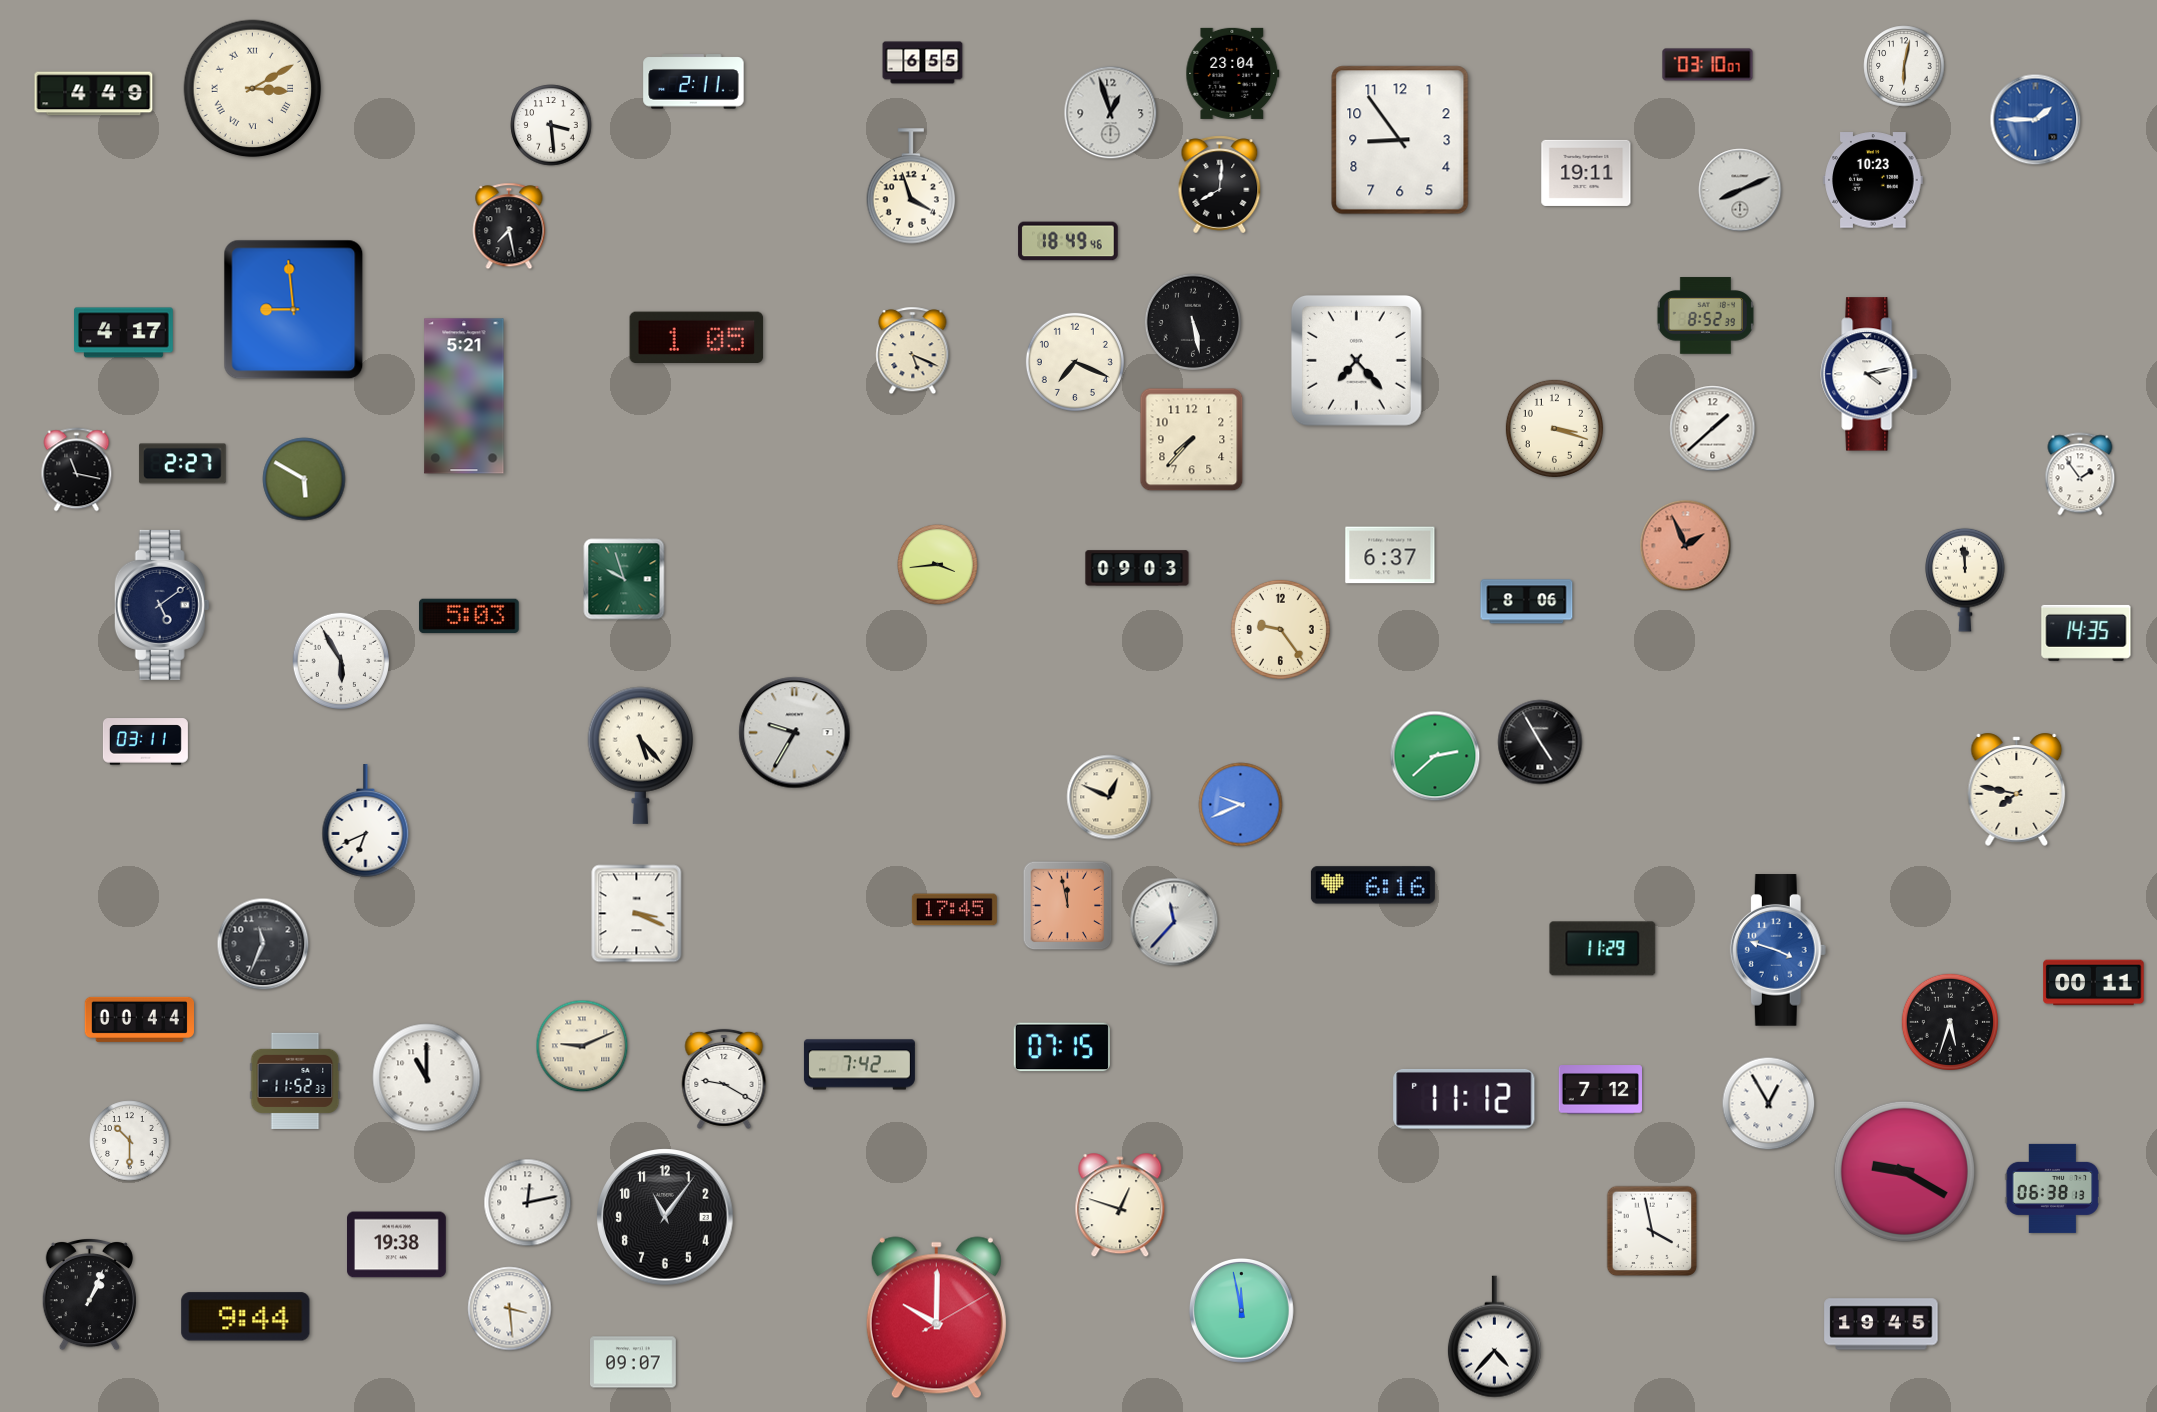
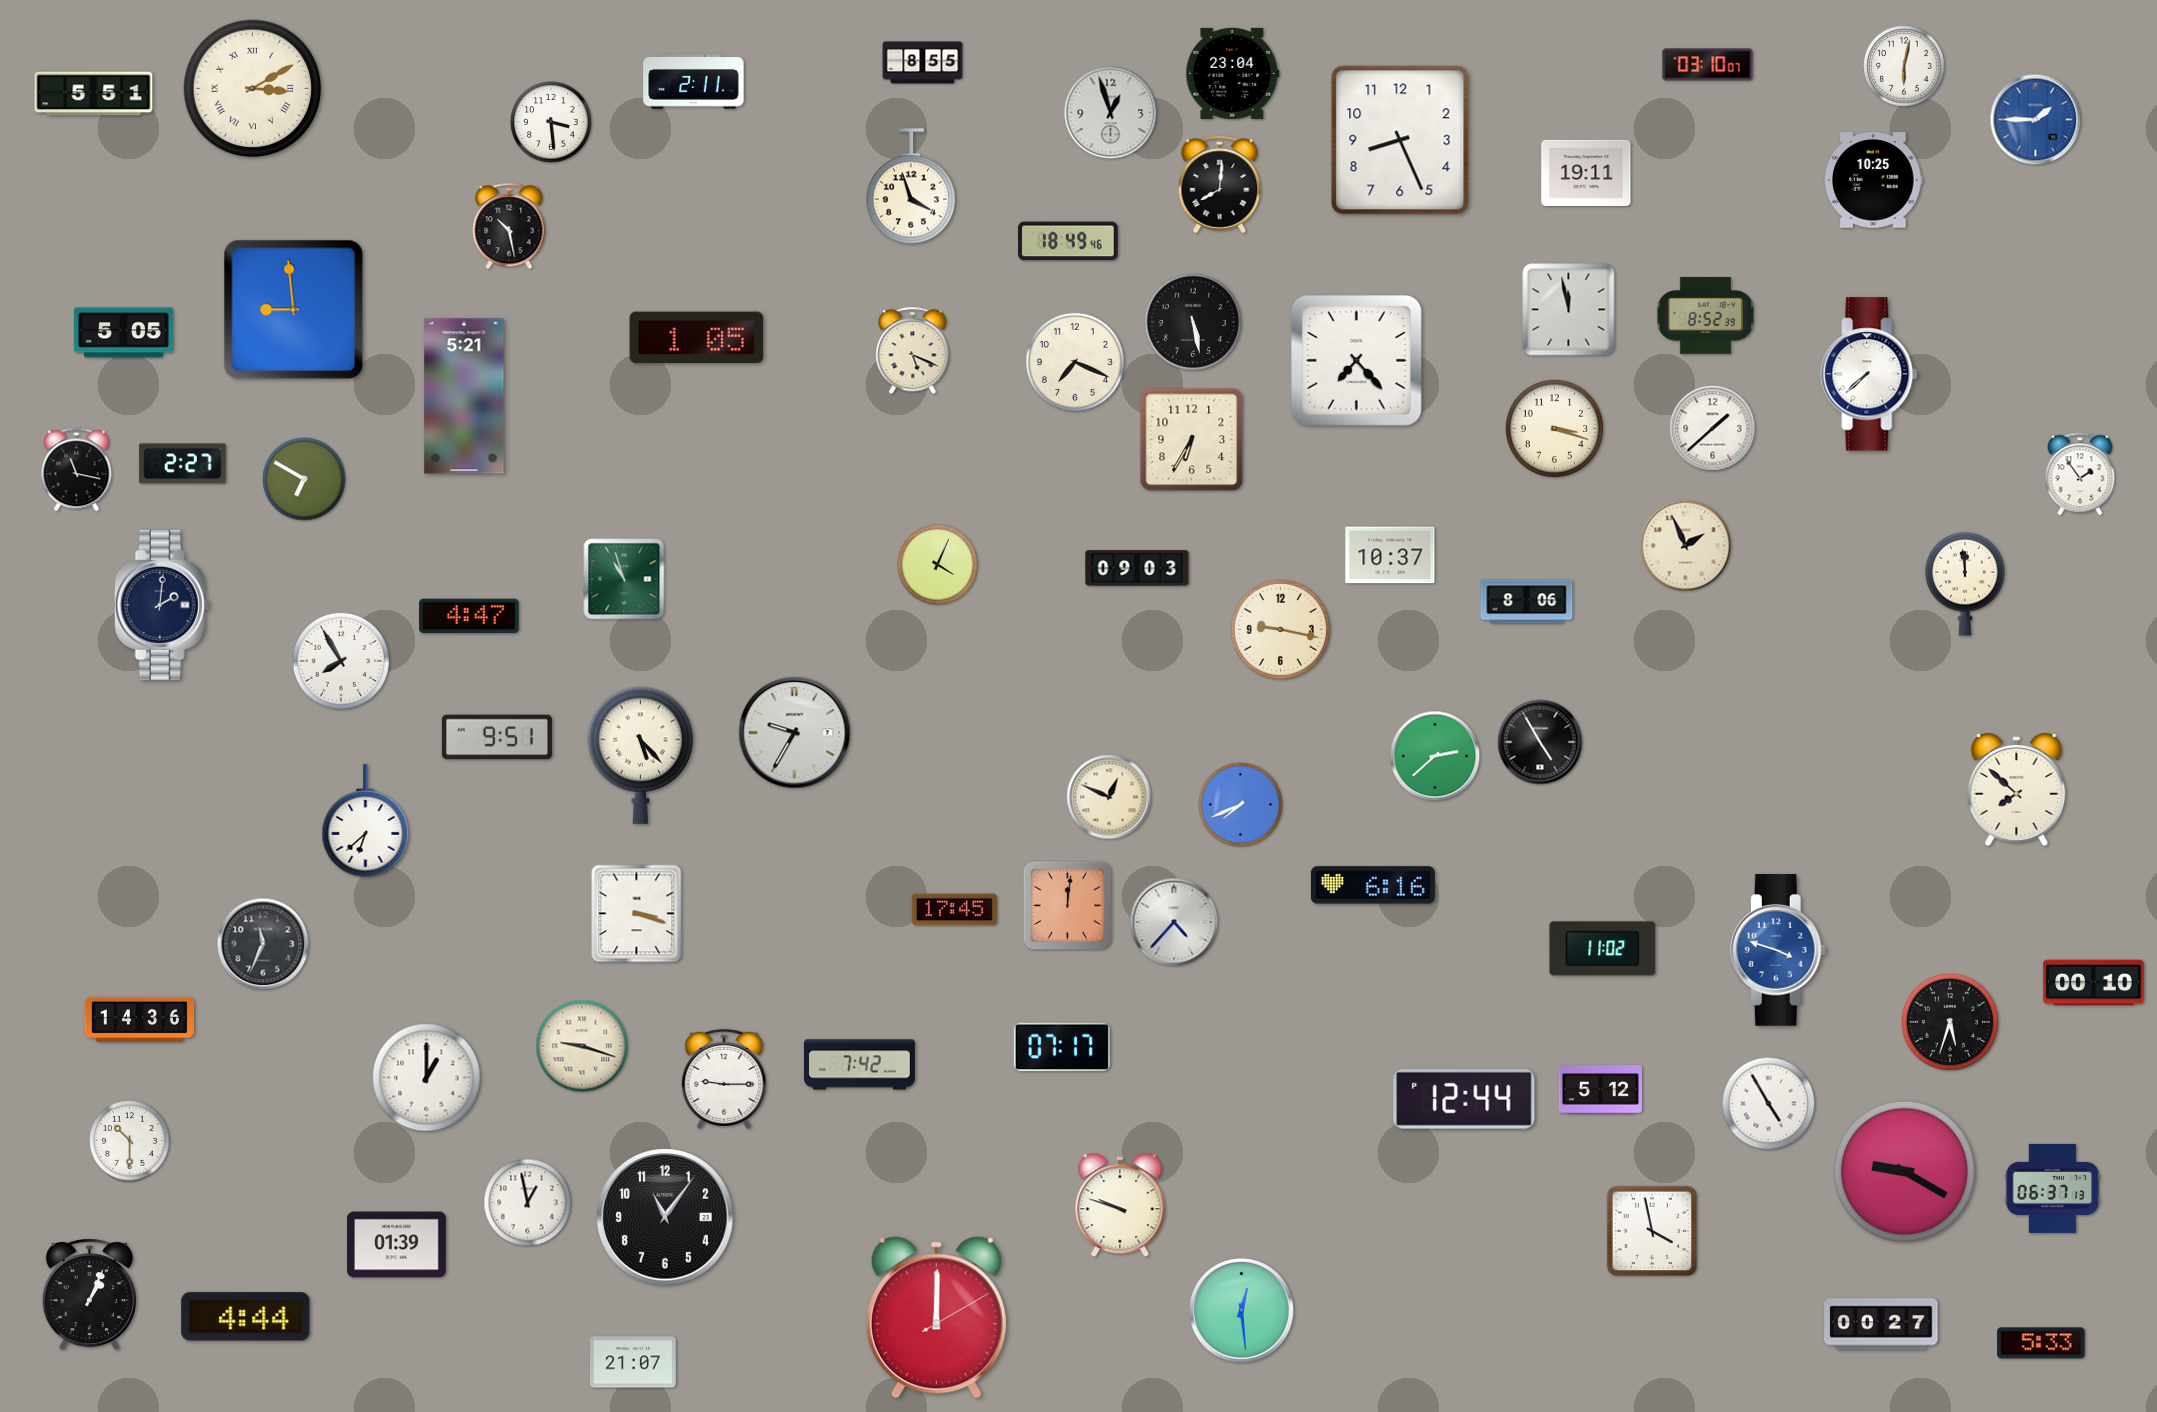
clock at (923, 63): 6:55 -> 8:55
clock at (94, 94): 4:49 -> 5:51
clock at (551, 125) position: (551, 125) -> (551, 122)
clock at (1400, 140): 8:54 -> 8:26
clock at (1873, 180): 10:23 -> 10:25
clock at (1740, 190): 8:11 -> none
clock at (509, 226): 7:28 -> 10:28
clock at (1569, 310): none -> 11:58
clock at (124, 333): 4:17 -> 5:05
clock at (1869, 374): 4:13 -> 7:38
clock at (1192, 440): 7:37 -> 6:35
clock at (304, 479): 5:50 -> 6:50
clock at (1686, 546) dial: salmon -> cream
clock at (1390, 555): 6:37 -> 10:37
clock at (938, 565): 3:44 -> 4:04
clock at (624, 579): 9:57 -> 10:57
clock at (1965, 580) position: (1965, 580) -> (1965, 584)
clock at (162, 605): 5:09 -> 2:01
clock at (469, 616): 5:03 -> 4:47
clock at (1280, 629): 9:24 -> 9:17
clock at (2086, 633): 14:35 -> none
clock at (340, 660): 5:55 -> 7:55
clock at (497, 737): none -> 9:51
clock at (145, 742): 03:11 -> none
clock at (2017, 789): 7:47 -> 7:52
clock at (1241, 805): 9:41 -> 7:41
clock at (366, 821): 6:41 -> 6:38
clock at (1068, 906): 11:58 -> 12:01
clock at (637, 914): 3:19 -> 3:18
clock at (1174, 922): 11:37 -> 4:37
clock at (1603, 949): 11:29 -> 11:02
clock at (2094, 983): 00:11 -> 00:10
clock at (139, 1019): 00:44 -> 14:36
clock at (582, 1046): 9:11 -> 9:18
clock at (1062, 1047): 07:15 -> 07:17
clock at (427, 1078): 11:00 -> 1:00
clock at (724, 1079): 9:20 -> 9:15
clock at (295, 1080): 11:52 -> none
clock at (1601, 1090): 7:12 -> 5:12
clock at (1464, 1099): 11:12 -> 12:44
clock at (1769, 1104): 12:55 -> 4:55
clock at (2053, 1188): 06:38 -> 06:37
clock at (528, 1203): 12:13 -> 12:58
clock at (1120, 1206): 12:48 -> 9:48
clock at (397, 1245): 19:38 -> 01:39
clock at (510, 1309): 3:29 -> none
clock at (1241, 1310): 11:58 -> 12:29
clock at (246, 1317): 9:44 -> 4:44
clock at (936, 1318): 10:00 -> 12:00
clock at (1881, 1324): 19:45 -> 00:27
clock at (1494, 1337): 4:37 -> none
clock at (2041, 1343): none -> 5:33
clock at (634, 1362): 09:07 -> 21:07
